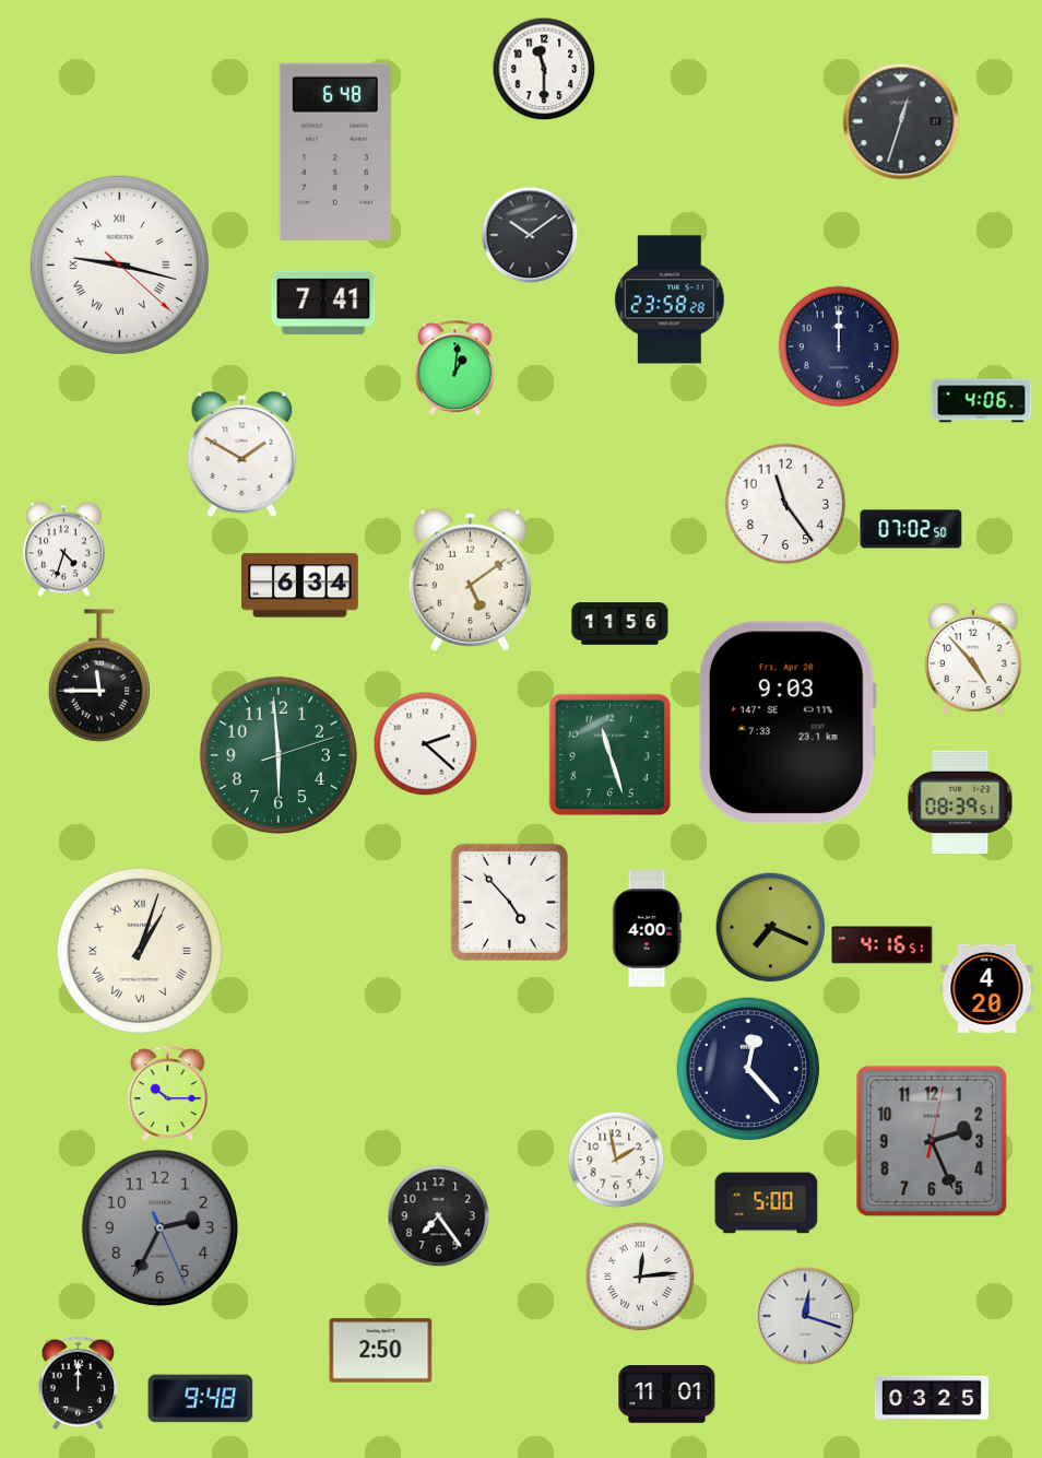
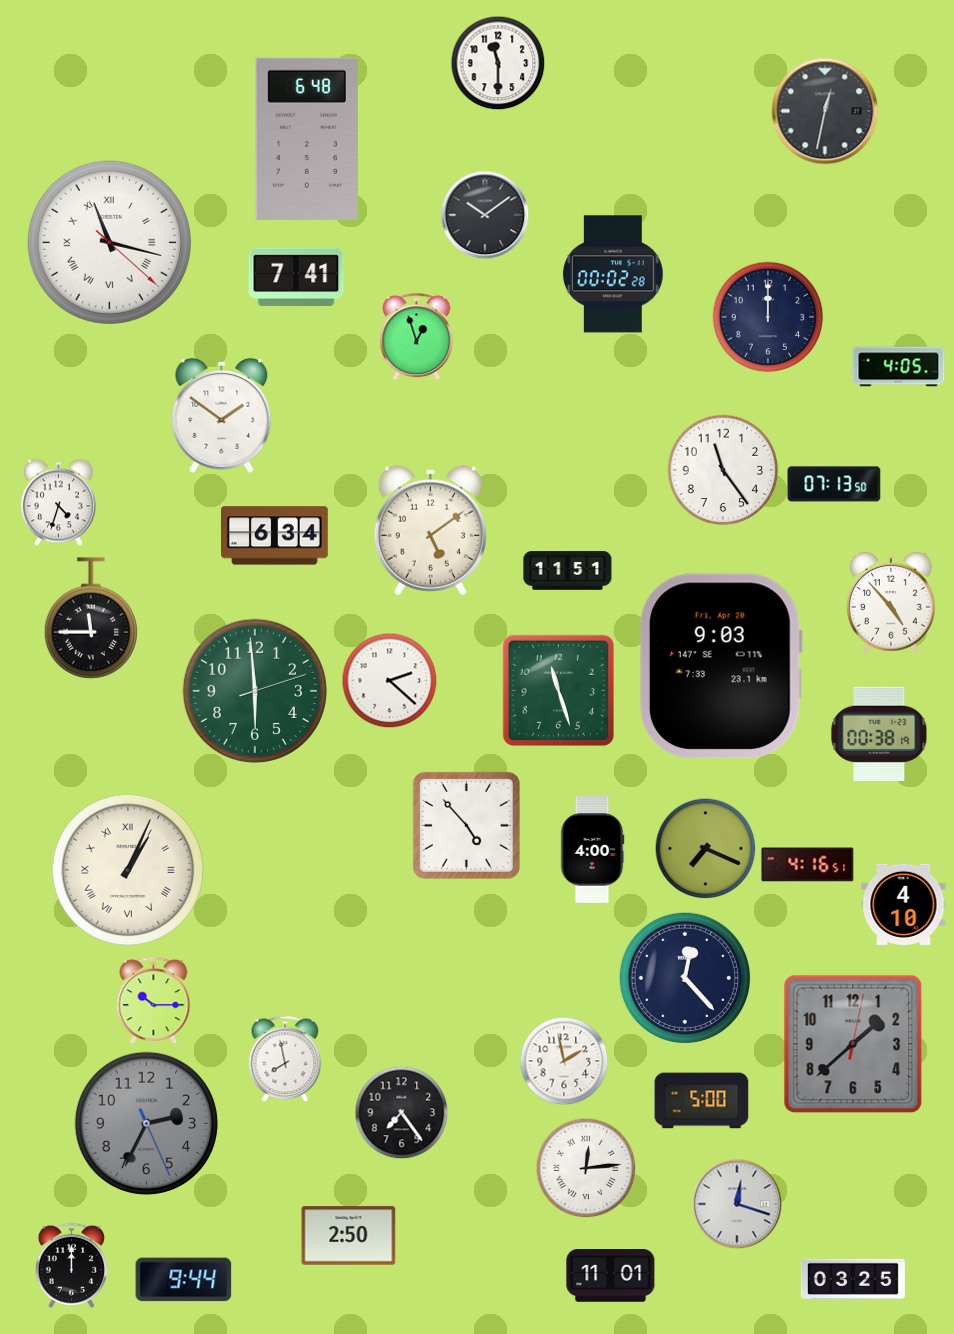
clock at (901, 121): 12:33 -> 12:32
clock at (119, 264): 9:17 -> 11:17
clock at (670, 299): 23:58 -> 00:02
clock at (455, 368): 1:01 -> 12:57
clock at (982, 401): 4:06 -> 4:05
clock at (242, 454): 1:50 -> 1:51
clock at (785, 504) position: (785, 504) -> (723, 470)
clock at (911, 529): 07:02 -> 07:13
clock at (620, 624): 11:56 -> 11:51
clock at (788, 722) position: (788, 722) -> (721, 666)
clock at (960, 802): 08:39 -> 00:38
clock at (140, 951): 1:03 -> 1:04
clock at (987, 988): 4:20 -> 4:10
clock at (932, 1141): 2:26 -> 1:38
clock at (285, 1059): none -> 7:58
clock at (201, 1399): 9:48 -> 9:44
